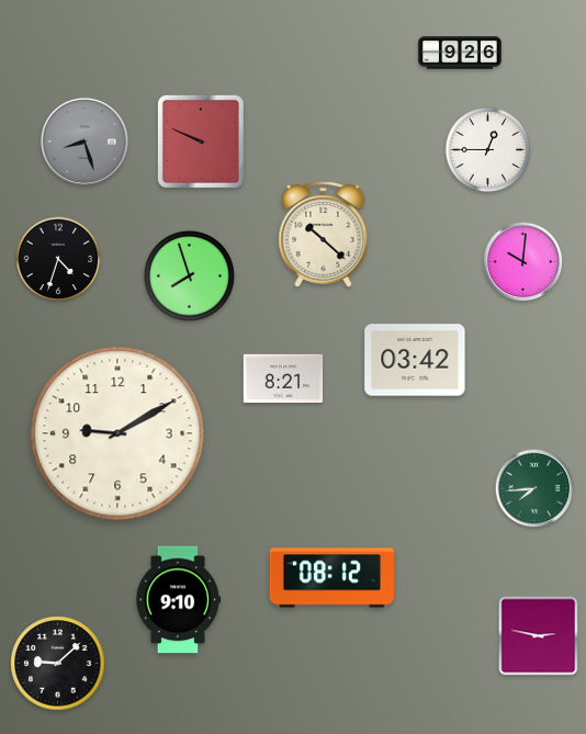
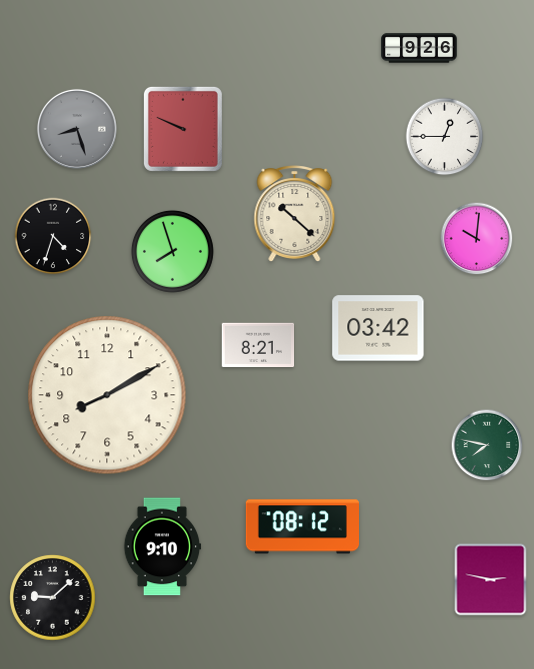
clock at (117, 433): 9:10 -> 8:10
clock at (534, 488): 7:44 -> 7:47
clock at (58, 664) position: (58, 664) -> (53, 598)
